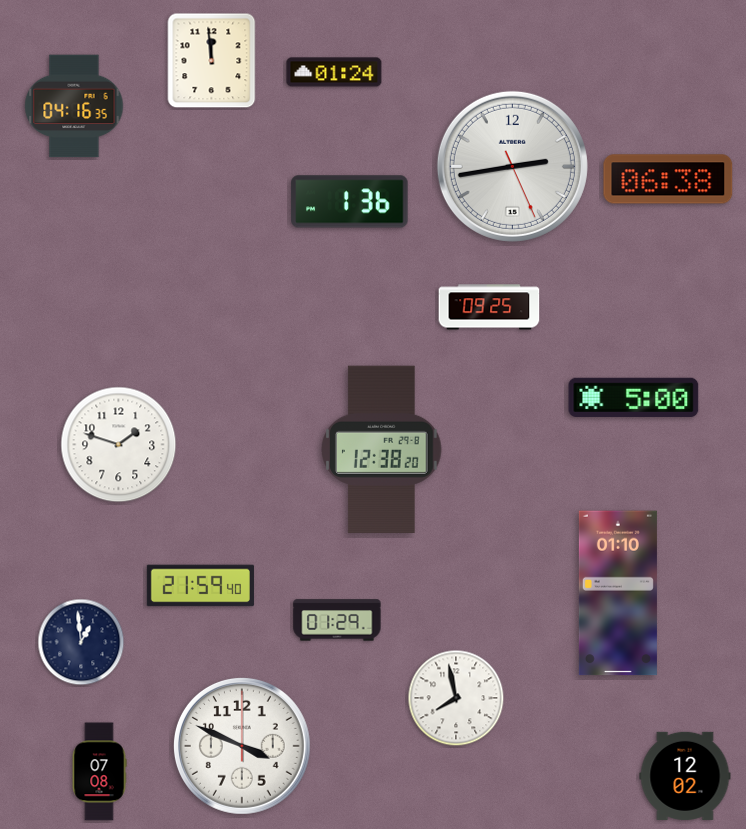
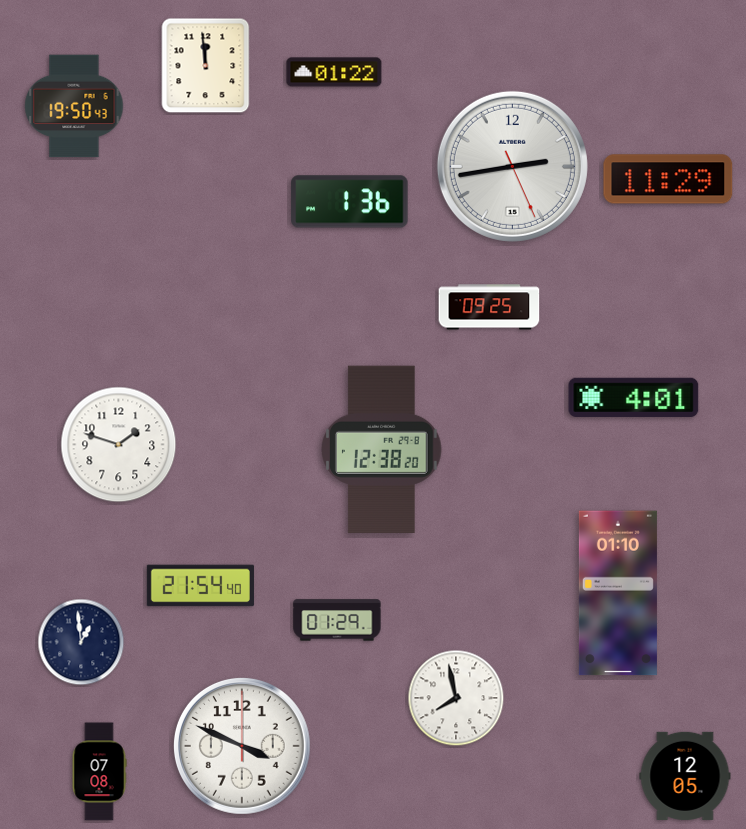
clock at (212, 61) position: (212, 61) -> (206, 66)
clock at (334, 72): 01:24 -> 01:22
clock at (74, 106): 04:16 -> 19:50
clock at (668, 179): 06:38 -> 11:29
clock at (634, 397): 5:00 -> 4:01
clock at (200, 586): 21:59 -> 21:54
clock at (685, 776): 12:02 -> 12:05
